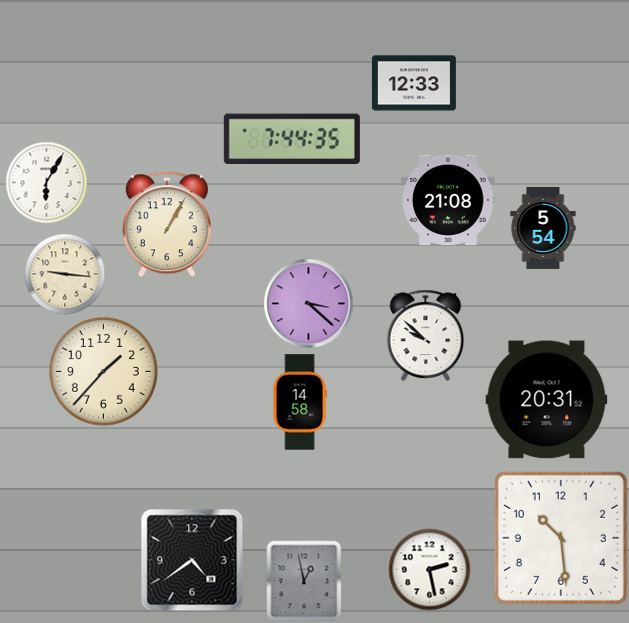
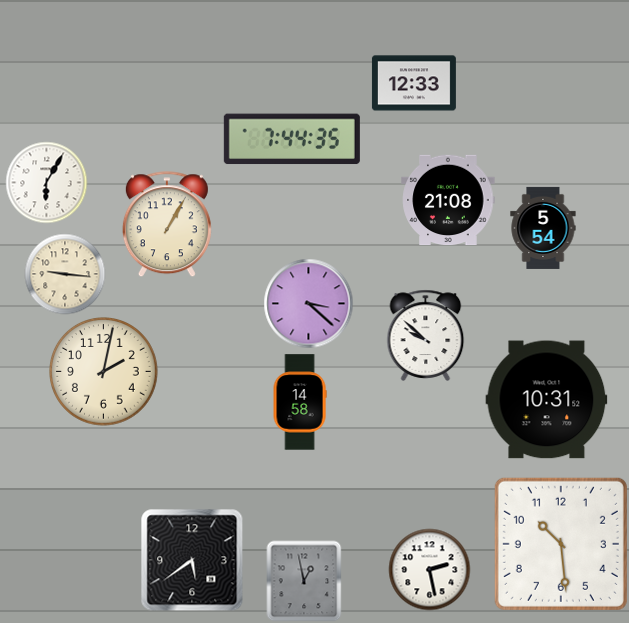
clock at (104, 372): 1:37 -> 2:02
clock at (547, 400): 20:31 -> 10:31
clock at (561, 538) position: (561, 538) -> (561, 544)
clock at (192, 560): 4:39 -> 5:39
